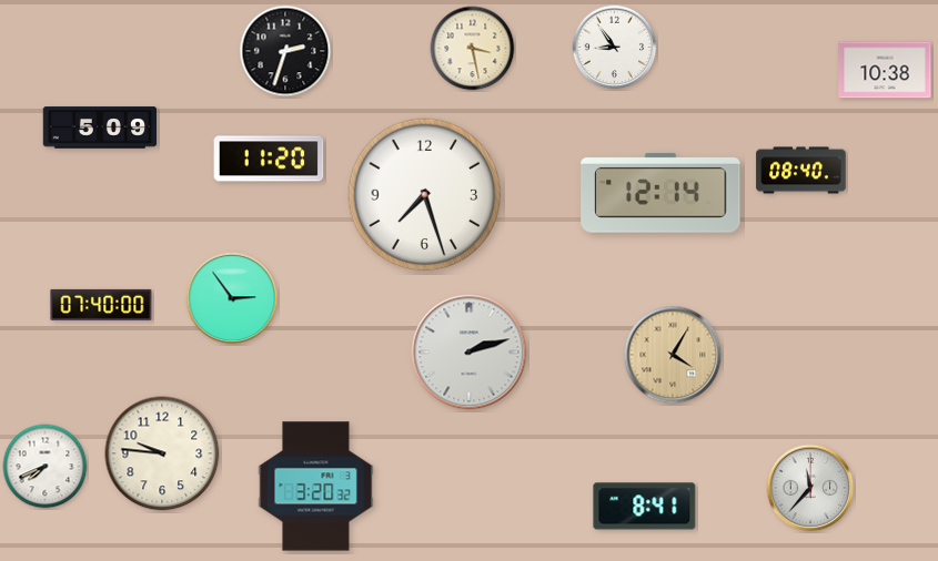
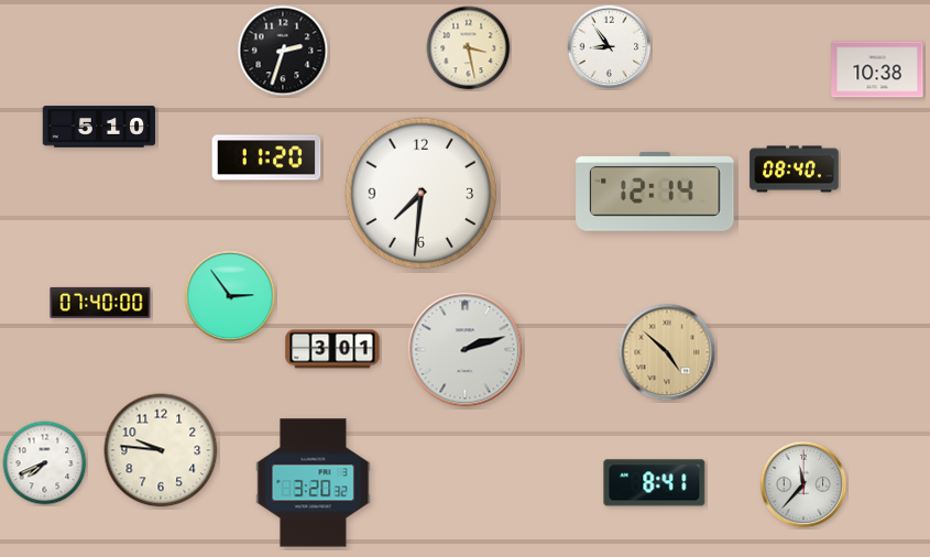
clock at (100, 127): 5:09 -> 5:10
clock at (425, 195): 7:27 -> 7:31
clock at (332, 349): none -> 3:01
clock at (673, 355): 4:05 -> 4:52
clock at (645, 507) position: (645, 507) -> (655, 483)
